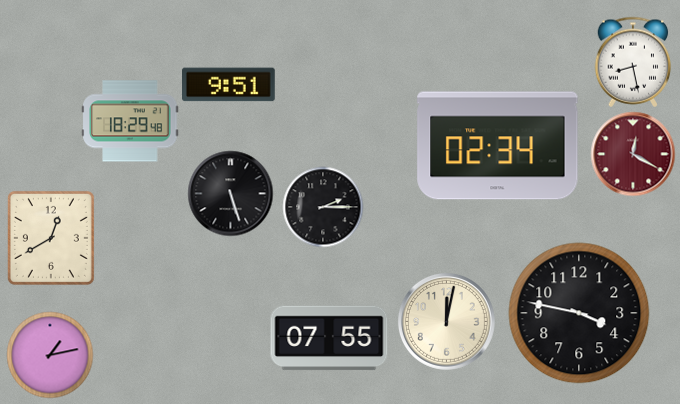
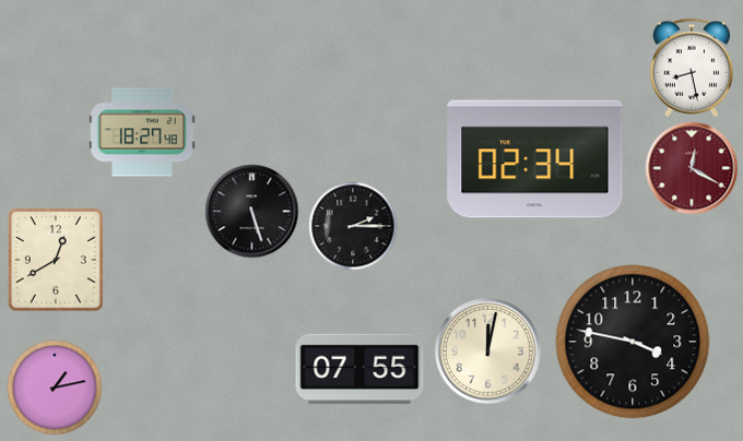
clock at (229, 85): 9:51 -> none
clock at (130, 121): 18:29 -> 18:27
clock at (498, 146) position: (498, 146) -> (535, 159)
